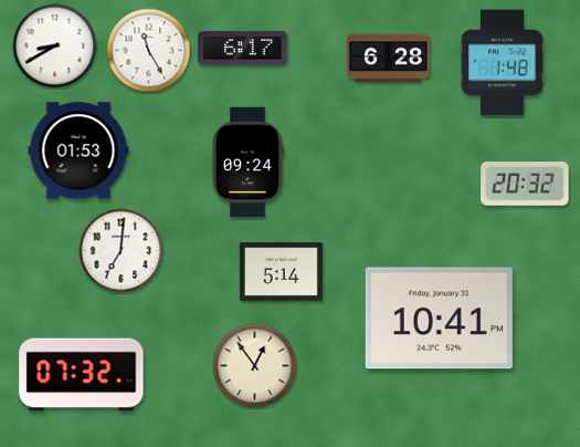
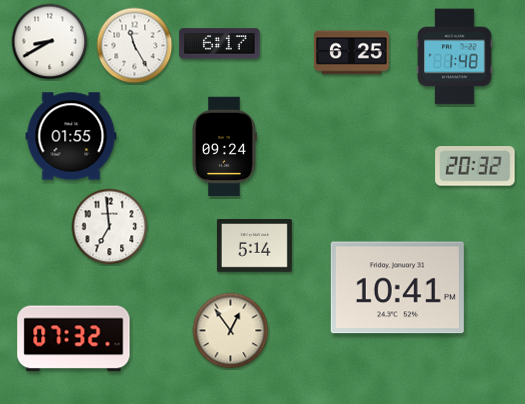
clock at (388, 59): 6:28 -> 6:25
clock at (78, 150): 01:53 -> 01:55
clock at (122, 251): 7:01 -> 6:59
